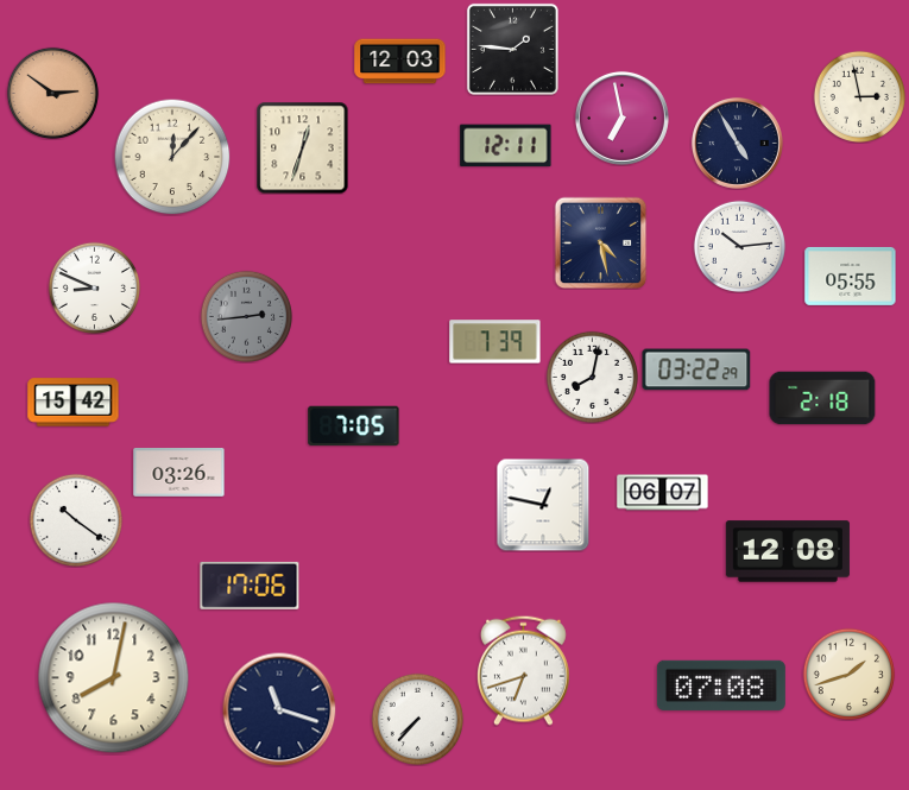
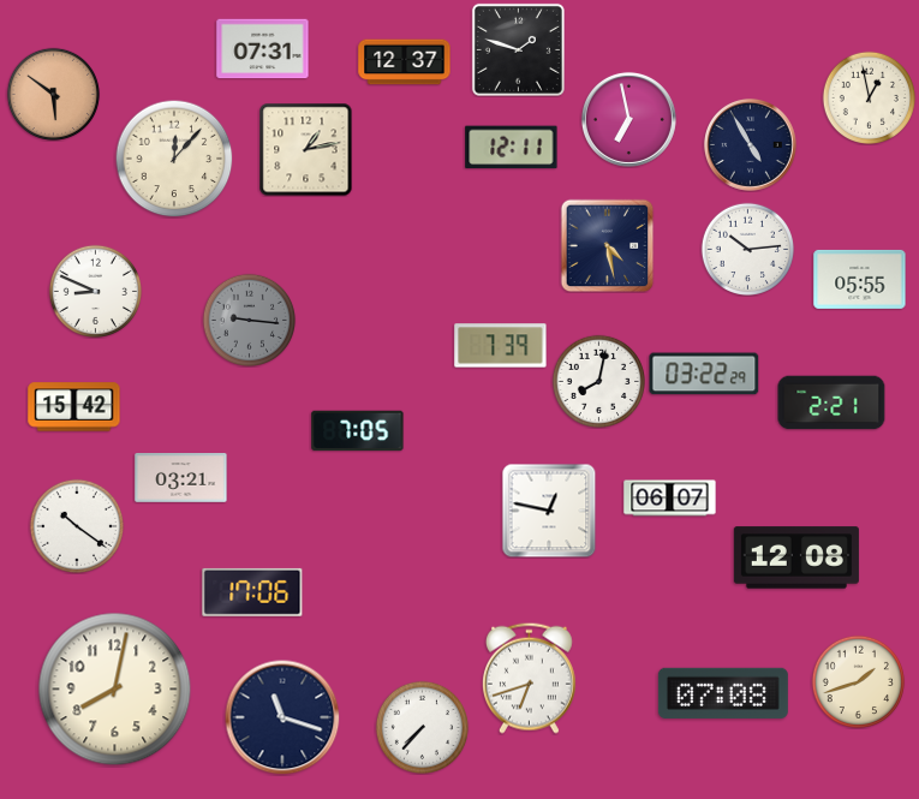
clock at (263, 49): none -> 07:31
clock at (512, 49): 1:46 -> 1:48
clock at (400, 62): 12:03 -> 12:37
clock at (52, 93): 2:51 -> 5:51
clock at (859, 96): 2:58 -> 12:58
clock at (737, 143) position: (737, 143) -> (750, 144)
clock at (302, 147): 12:33 -> 1:13
clock at (246, 316): 2:44 -> 9:16
clock at (822, 398): 2:18 -> 2:21
clock at (179, 473): 03:26 -> 03:21
clock at (114, 678) position: (114, 678) -> (115, 690)
clock at (721, 685) position: (721, 685) -> (723, 693)
